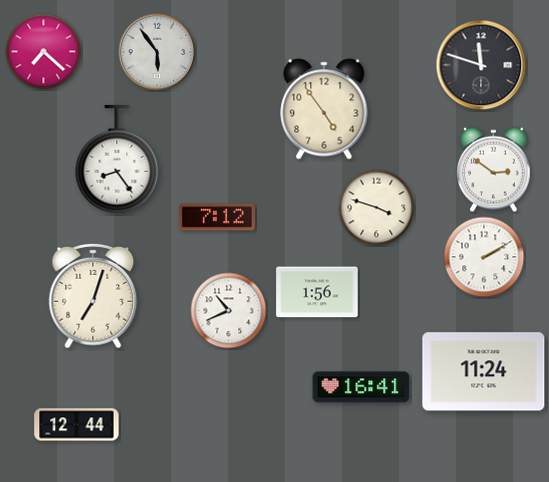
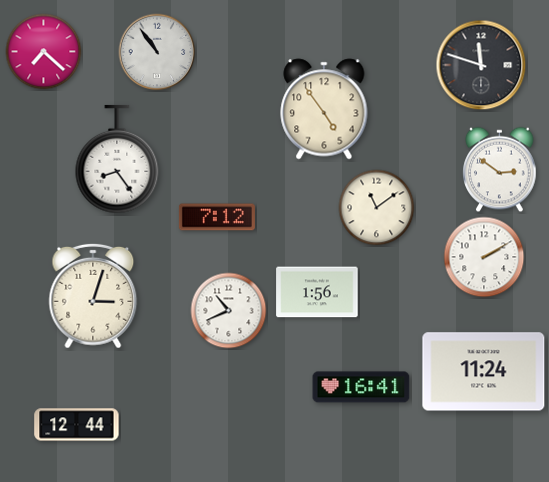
clock at (157, 52): 5:54 -> 10:54
clock at (494, 170) position: (494, 170) -> (500, 170)
clock at (377, 208): 3:48 -> 11:09
clock at (93, 296): 7:03 -> 3:03
